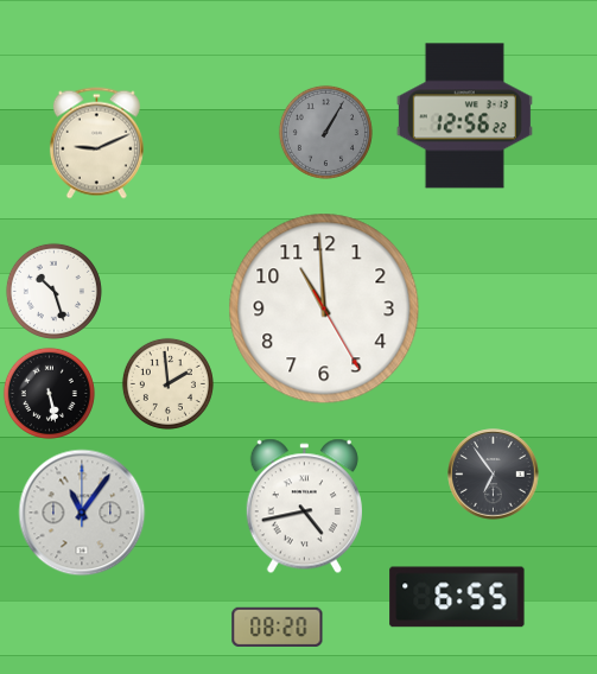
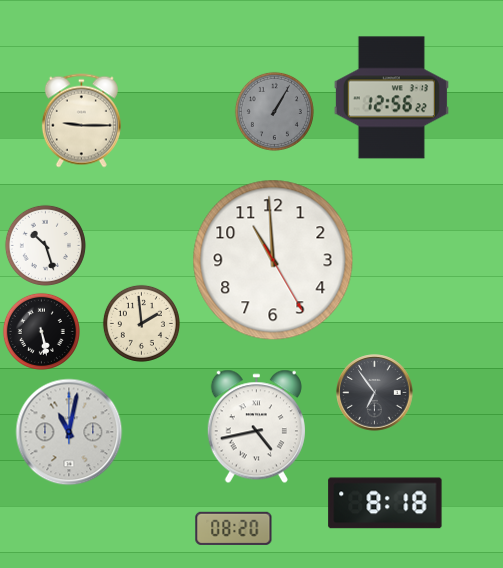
clock at (96, 144): 9:11 -> 9:15
clock at (494, 475) position: (494, 475) -> (375, 393)
clock at (82, 513): 11:06 -> 11:02
clock at (457, 597): 6:55 -> 8:18
